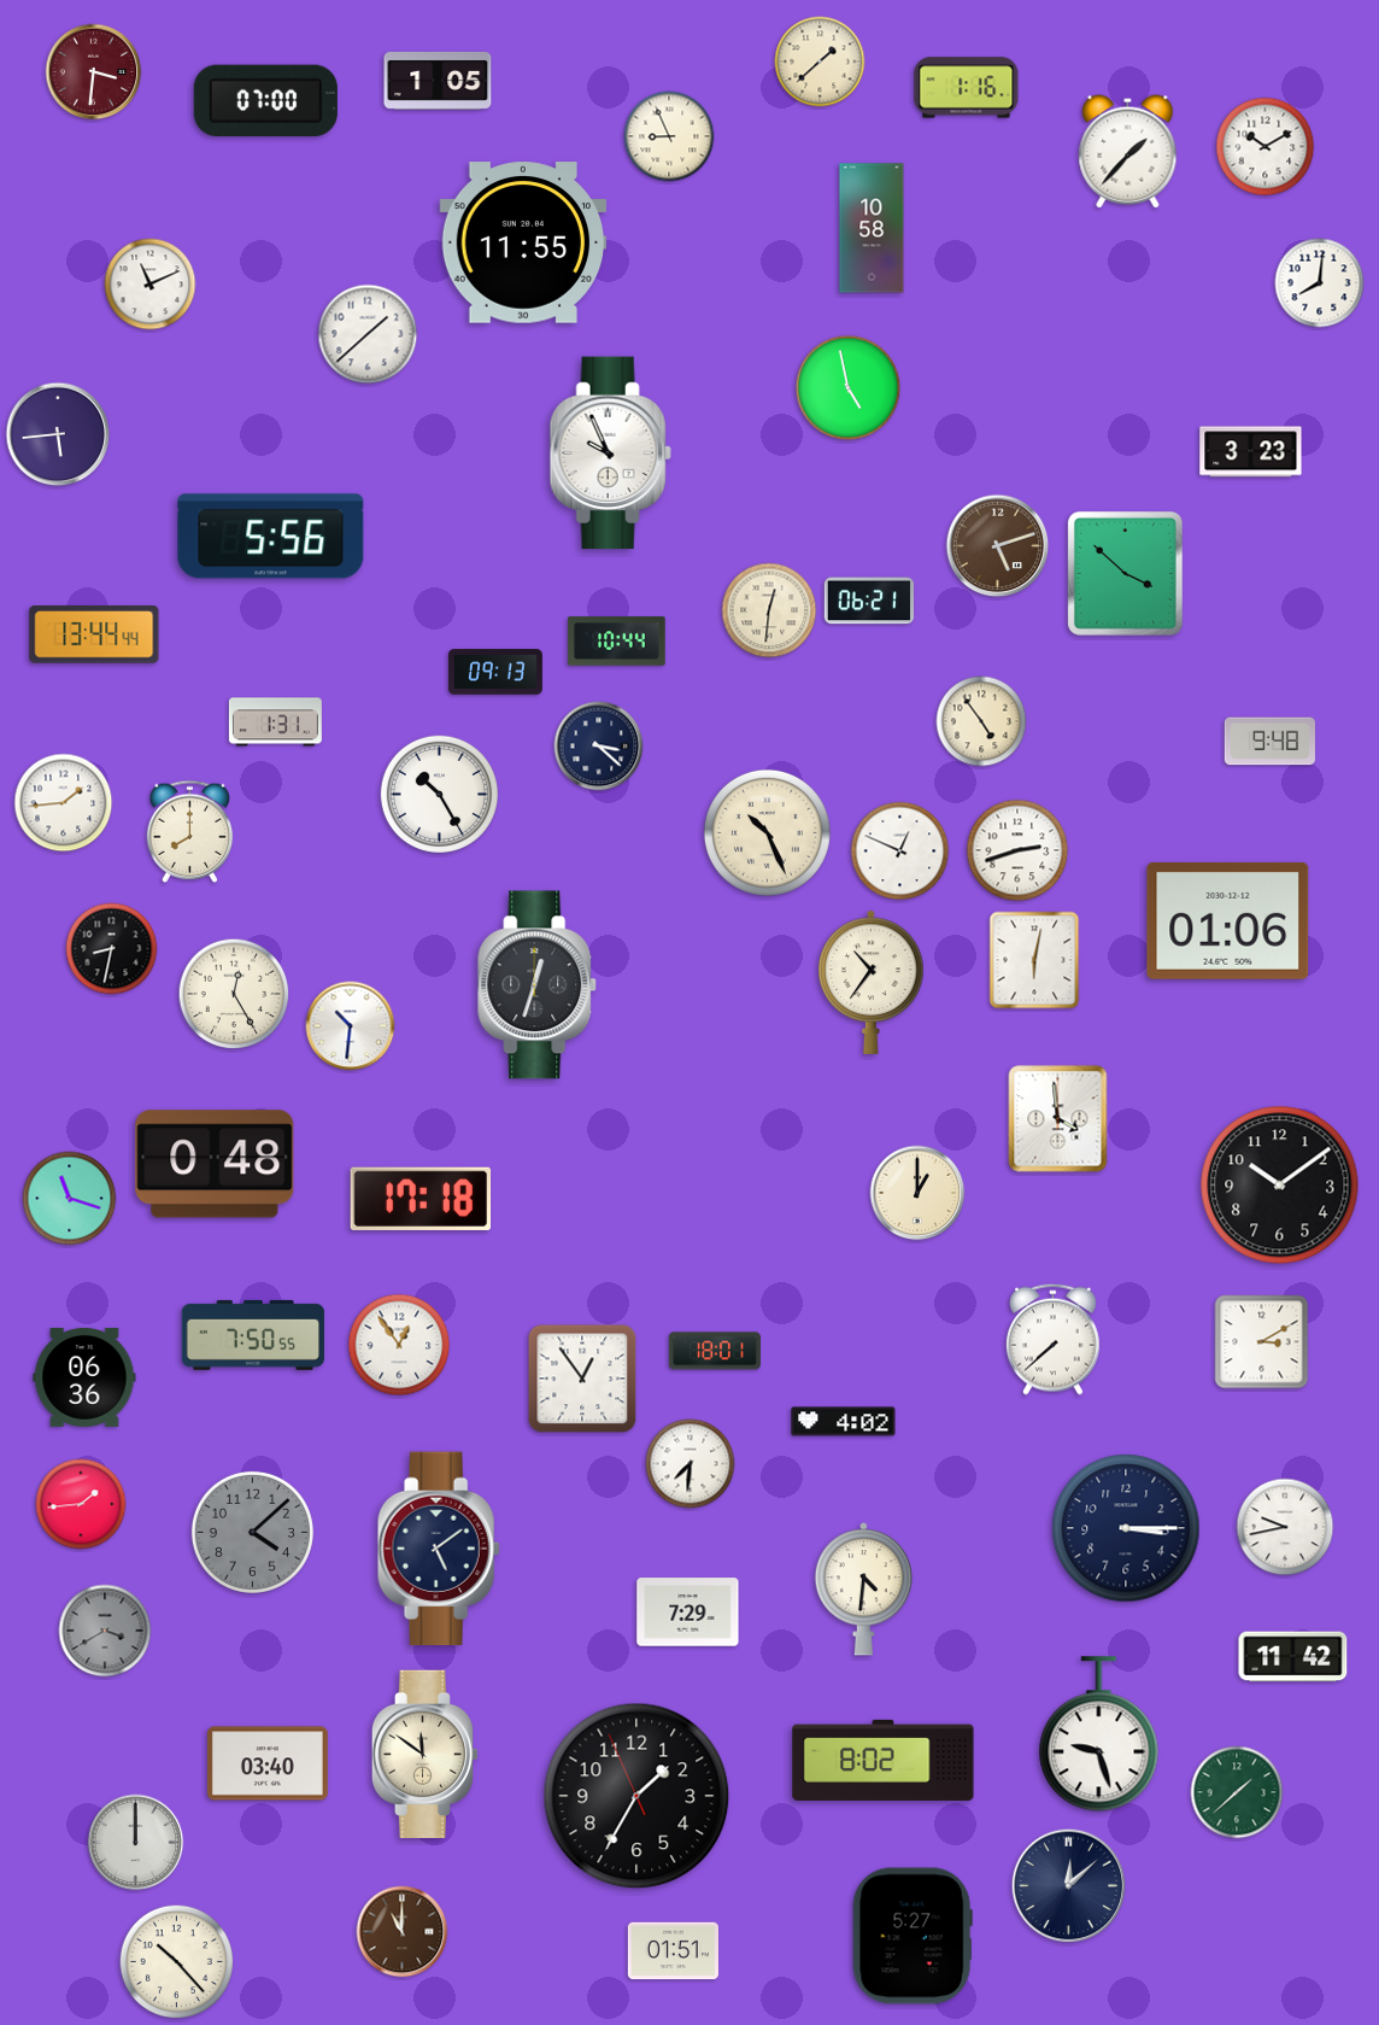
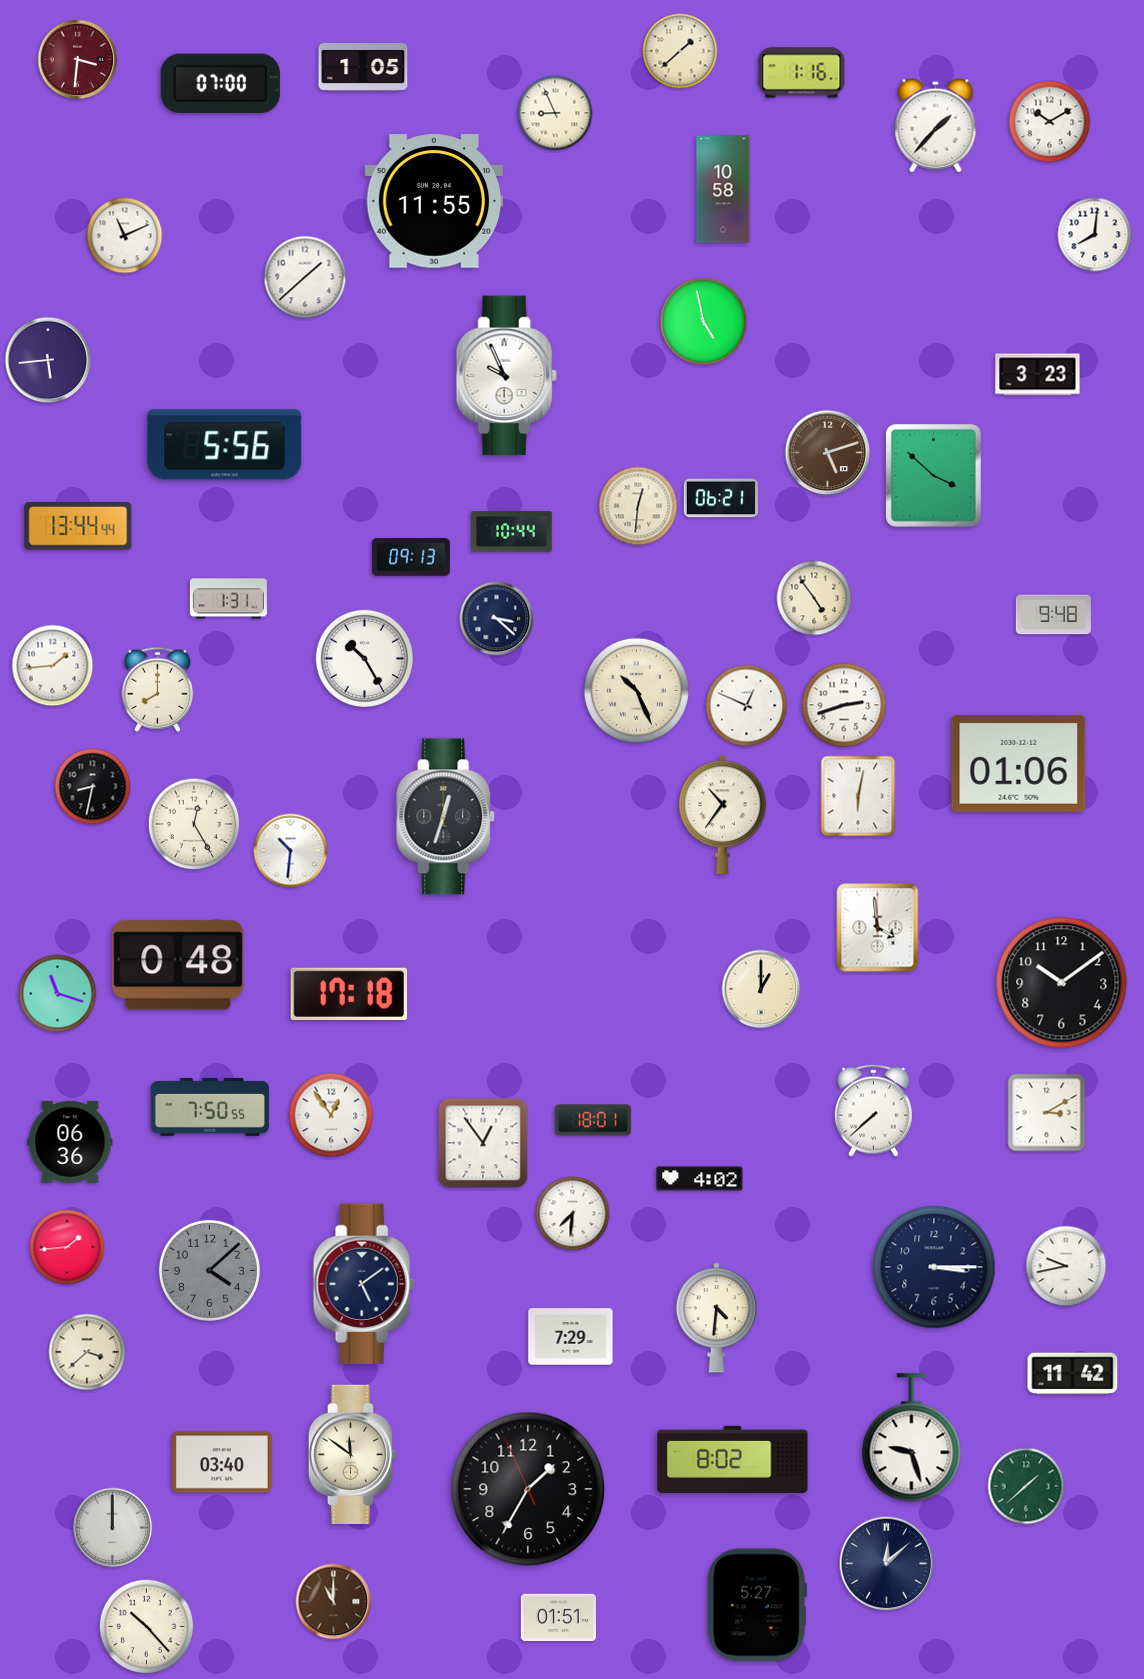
clock at (105, 1631): 3:40 -> 3:38
clock at (105, 1631) dial: grey -> cream
